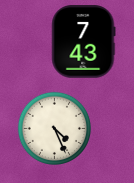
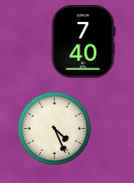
clock at (84, 42): 7:43 -> 7:40
